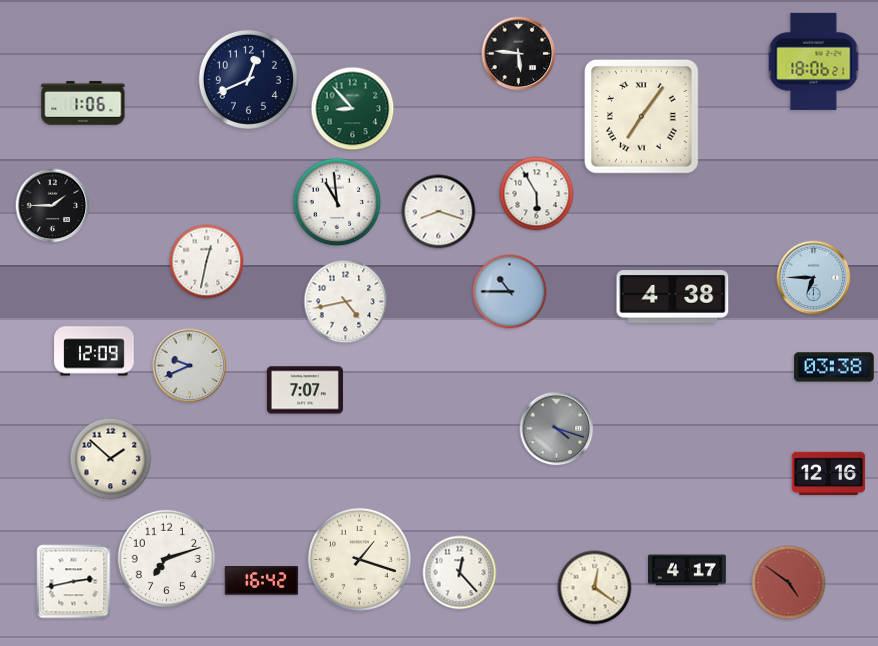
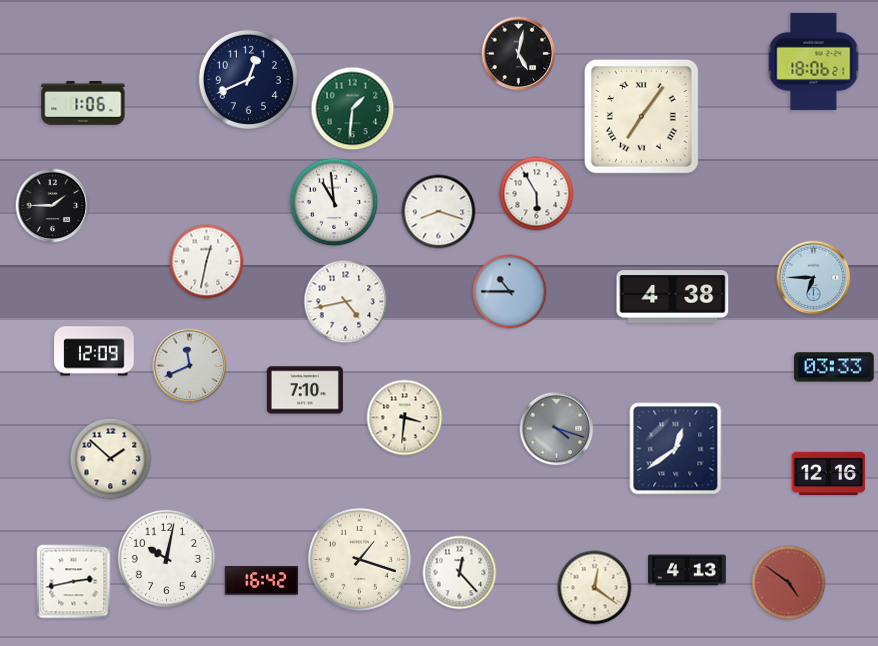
clock at (519, 54): 5:46 -> 5:02
clock at (353, 109): 8:53 -> 1:31
clock at (337, 202) position: (337, 202) -> (334, 202)
clock at (190, 366): 9:41 -> 11:41
clock at (834, 367): 03:38 -> 03:33
clock at (305, 390): 7:07 -> 7:10
clock at (405, 418): none -> 3:31
clock at (676, 449): none -> 12:39
clock at (166, 558): 7:12 -> 10:02
clock at (688, 570): 4:17 -> 4:13
